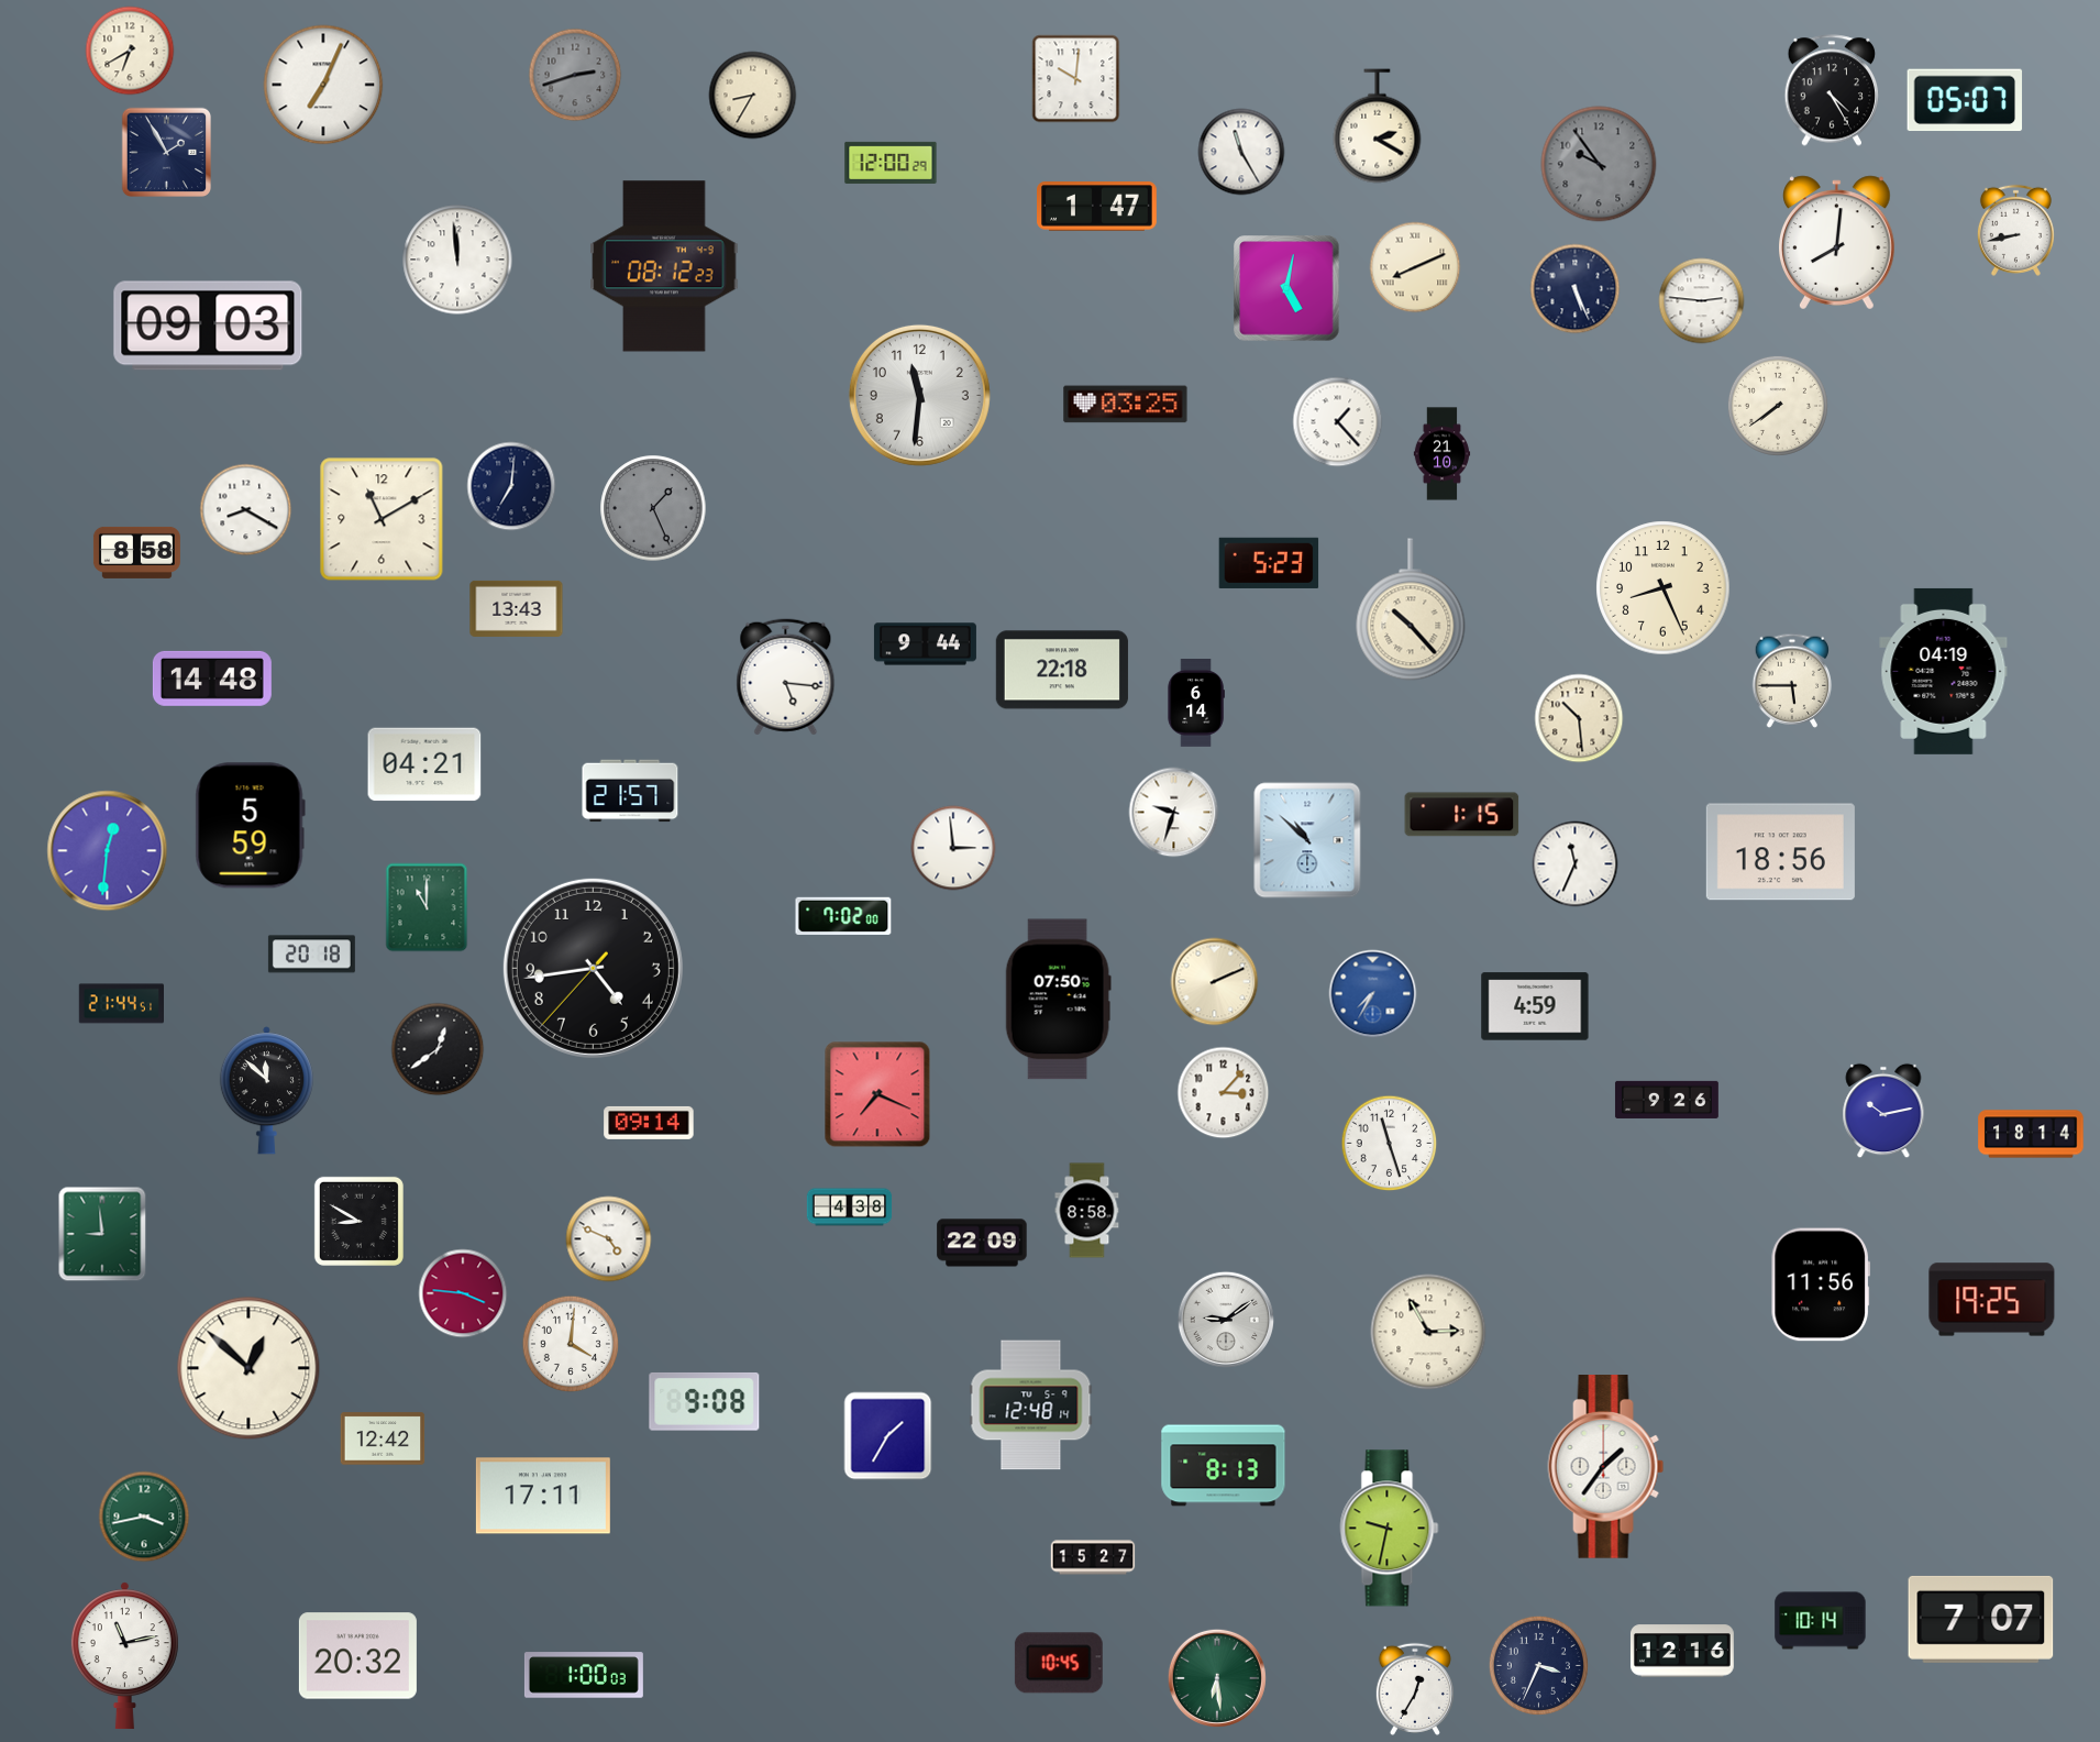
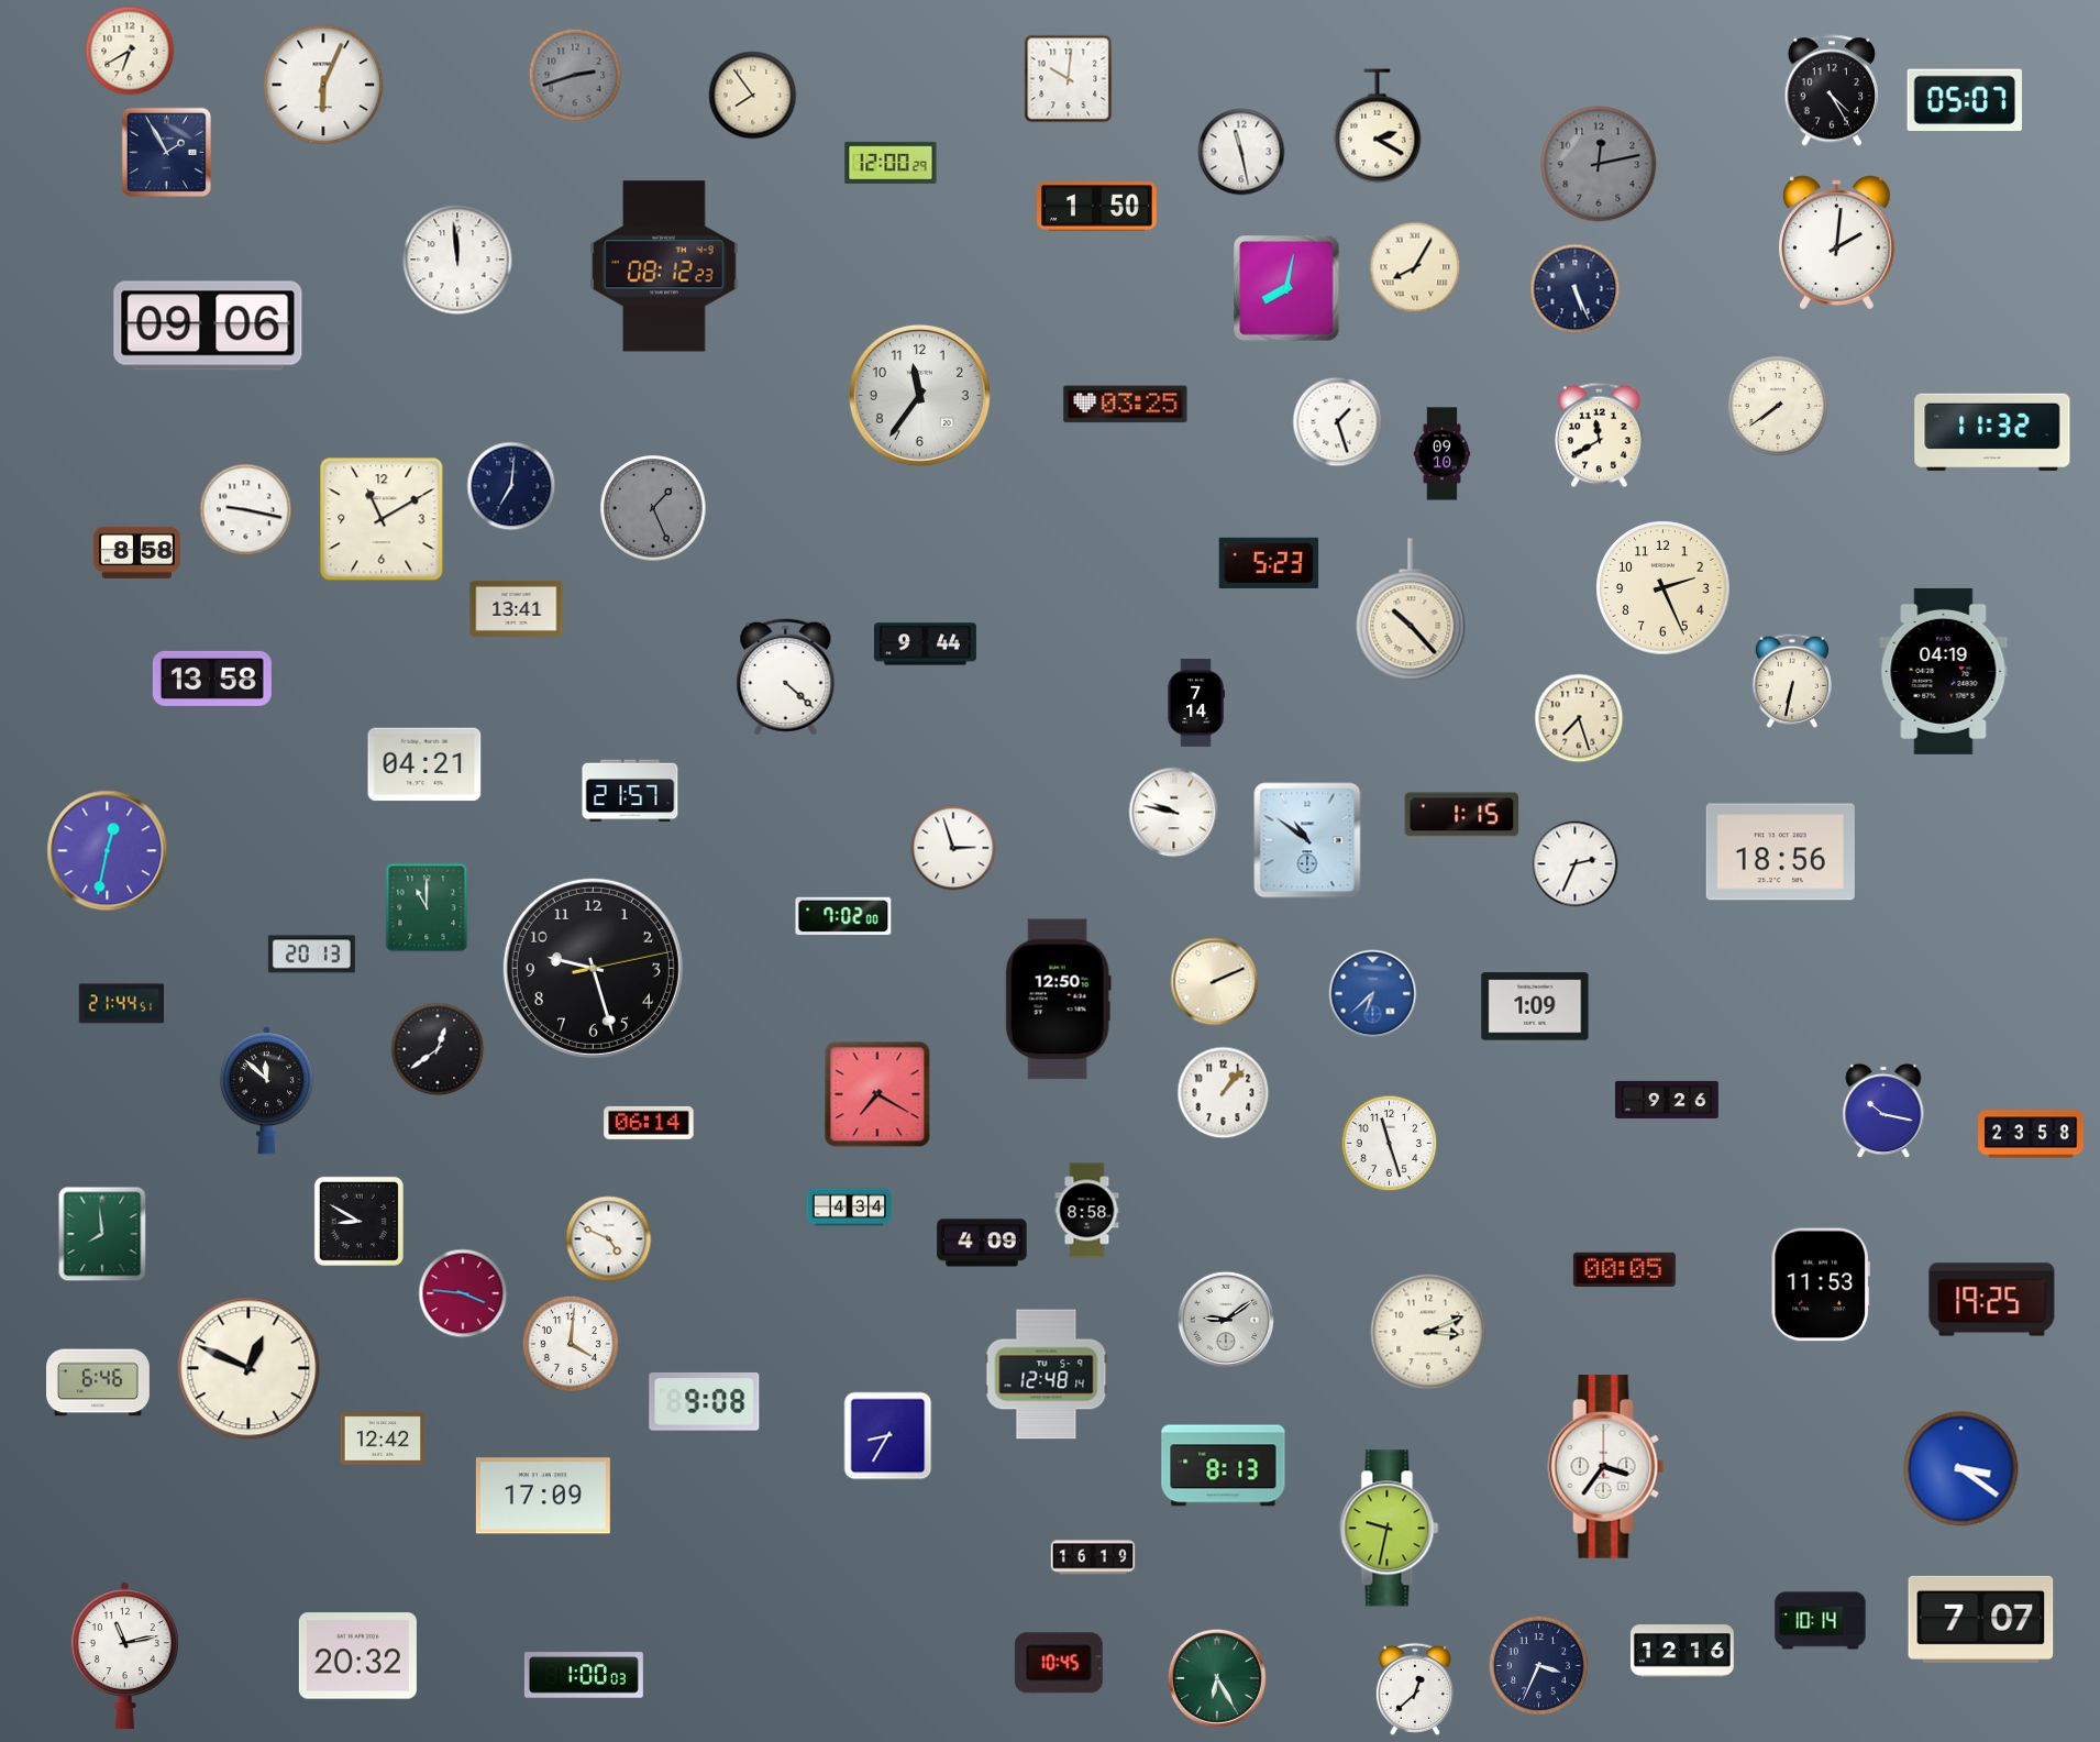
clock at (1076, 79) position: (1076, 79) -> (1069, 79)
clock at (323, 85): 7:04 -> 6:04
clock at (753, 96): 8:35 -> 7:54
clock at (1241, 152): 11:25 -> 11:28
clock at (1599, 164): 9:54 -> 12:13
clock at (1097, 207): 1:47 -> 1:50
clock at (2015, 230): 8:43 -> none
clock at (1837, 243): 8:01 -> 2:01
clock at (1415, 267): 8:11 -> 8:05
clock at (1286, 288): 5:02 -> 8:02
clock at (1702, 301): 2:46 -> none
clock at (208, 326): 09:03 -> 09:06
clock at (919, 395): 11:31 -> 11:36
clock at (1338, 422): 1:23 -> 1:27
clock at (1992, 432): none -> 11:32
clock at (1600, 435): none -> 11:40
clock at (1443, 454): 21:10 -> 09:10
clock at (246, 510): 8:20 -> 9:17
clock at (1664, 588): 8:26 -> 2:26
clock at (517, 608): 13:43 -> 13:41
clock at (1062, 670): 22:18 -> none
clock at (786, 677): 5:16 -> 4:22
clock at (212, 679): 14:48 -> 13:58
clock at (1792, 681): 5:45 -> 6:32
clock at (1196, 704): 6:14 -> 7:14
clock at (1579, 718): 10:29 -> 7:27
clock at (1174, 813): 9:33 -> 9:47
clock at (250, 826): 5:59 -> none
clock at (1307, 840): 10:52 -> 10:51
clock at (953, 848): 2:59 -> 2:57
clock at (108, 851): 12:31 -> 12:32
clock at (1576, 864): 11:34 -> 2:34
clock at (311, 955): 20:18 -> 20:13
clock at (593, 968): 4:43 -> 9:27
clock at (1373, 994): 7:35 -> 6:38
clock at (1058, 1000): 07:50 -> 12:50
clock at (1535, 1006): 4:59 -> 1:09
clock at (1224, 1093): 3:07 -> 1:07
clock at (877, 1094): 7:19 -> 7:20
clock at (1883, 1111): 10:13 -> 10:17
clock at (649, 1123): 09:14 -> 06:14
clock at (2031, 1134): 18:14 -> 23:58
clock at (850, 1208): 4:38 -> 4:34
clock at (102, 1234): 8:59 -> 7:59
clock at (982, 1243): 22:09 -> 4:09
clock at (1624, 1269): none -> 00:05
clock at (1821, 1285): 11:56 -> 11:53
clock at (1428, 1332): 2:55 -> 3:11
clock at (248, 1368): 12:52 -> 12:49
clock at (99, 1382): none -> 6:46
clock at (1031, 1405) position: (1031, 1405) -> (1047, 1375)
clock at (888, 1436): 1:35 -> 8:35
clock at (1606, 1467): 1:36 -> 3:36
clock at (1961, 1469): none -> 3:21
clock at (543, 1496): 17:11 -> 17:09
clock at (144, 1517): 3:43 -> none
clock at (1093, 1557): 15:27 -> 16:19
clock at (1217, 1678): 6:29 -> 6:25
clock at (1415, 1689): 12:35 -> 12:38
